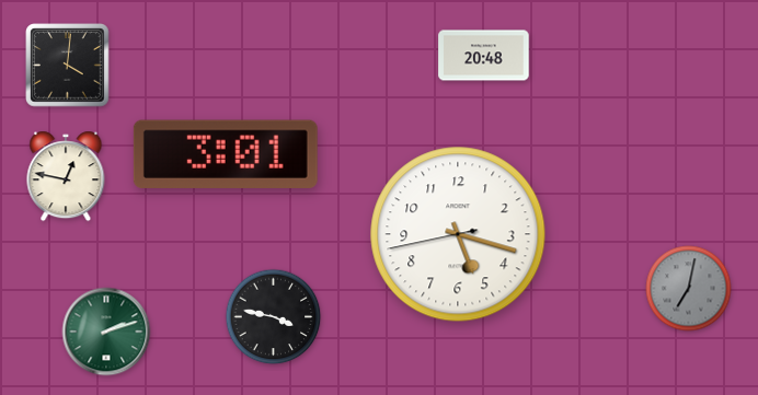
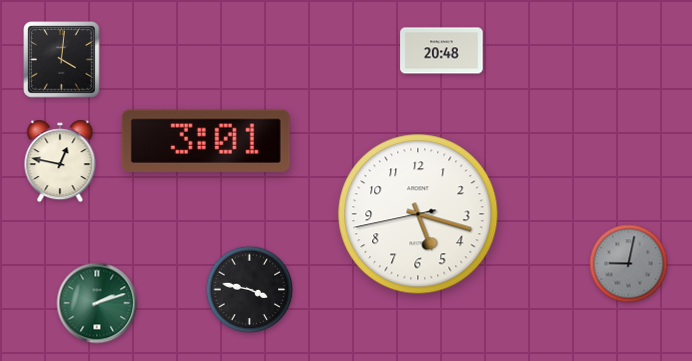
clock at (689, 289): 7:02 -> 9:02
